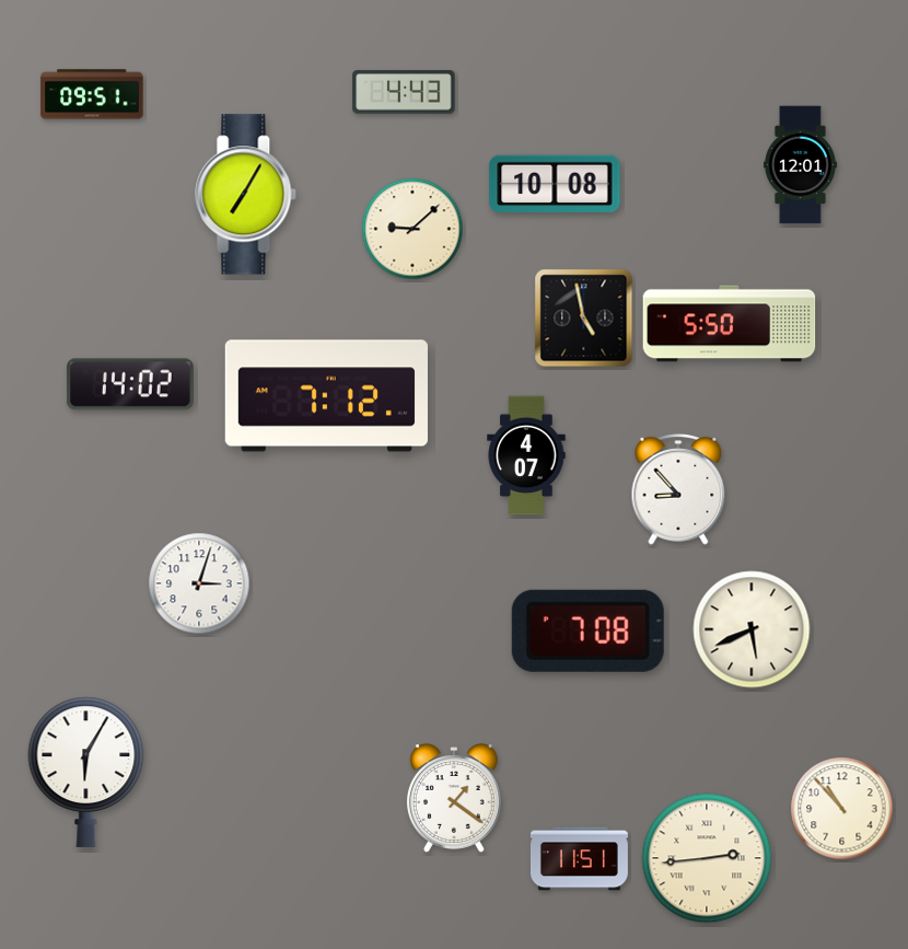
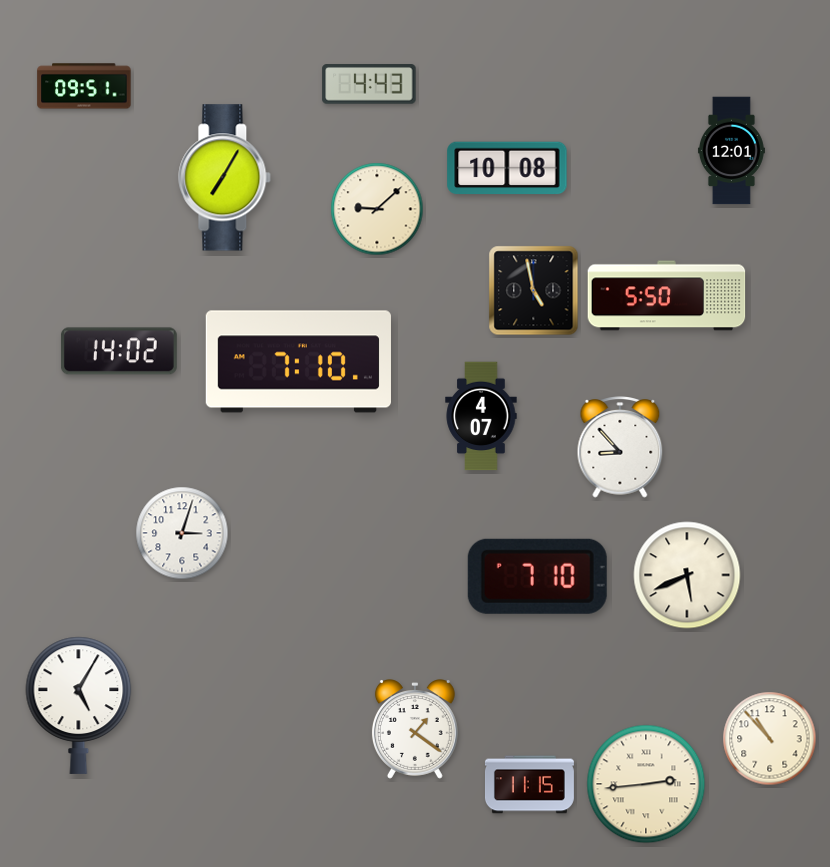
clock at (326, 396): 7:12 -> 7:10
clock at (587, 630): 7:08 -> 7:10
clock at (86, 772): 6:05 -> 5:05
clock at (579, 859): 11:51 -> 11:15
